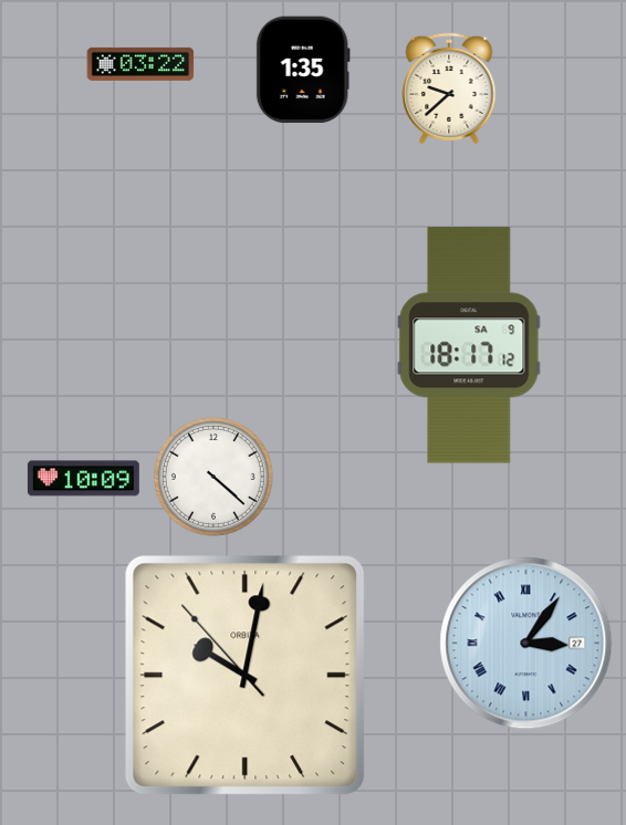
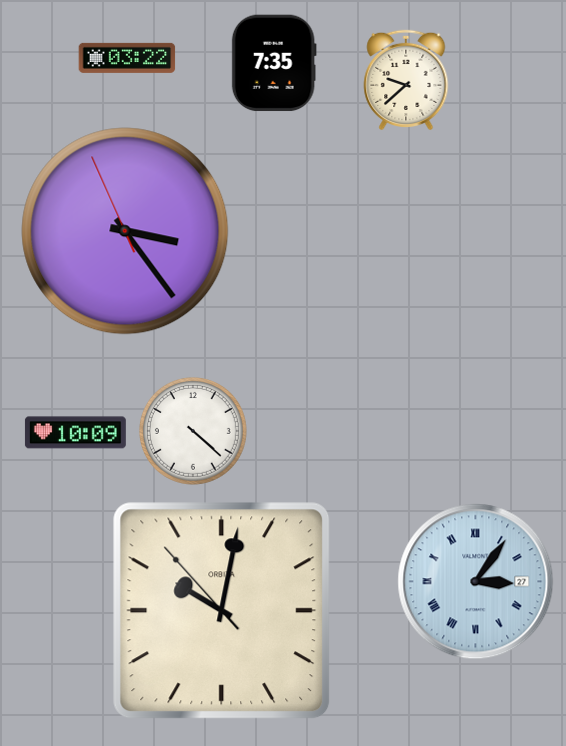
clock at (303, 70): 1:35 -> 7:35
clock at (125, 231): none -> 3:23
clock at (469, 345): 18:17 -> none
